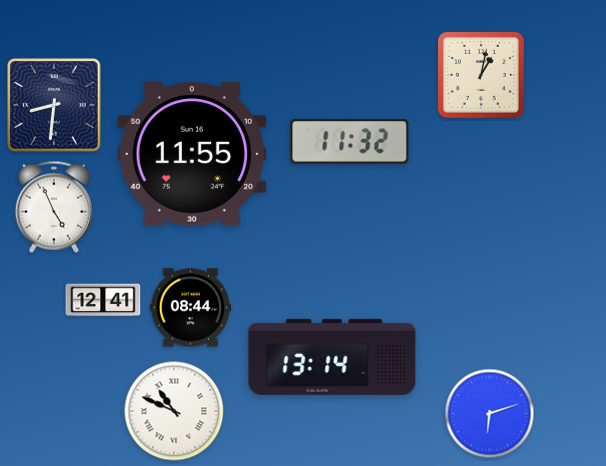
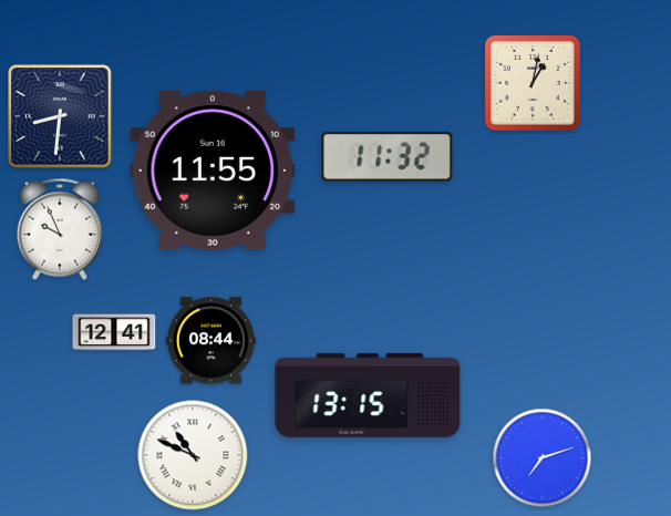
clock at (53, 207): 4:56 -> 9:56
clock at (332, 357): 13:14 -> 13:15
clock at (490, 414): 6:12 -> 7:12
